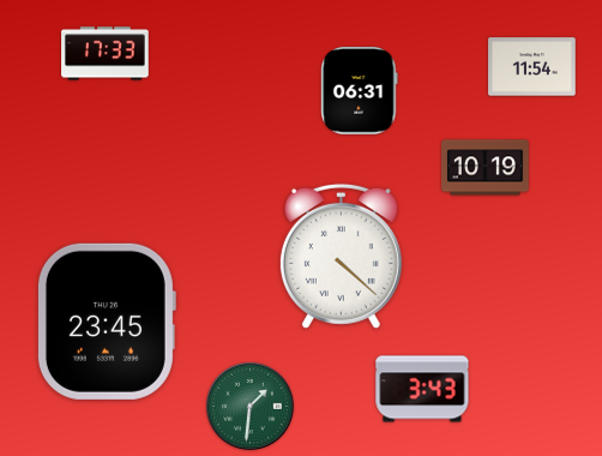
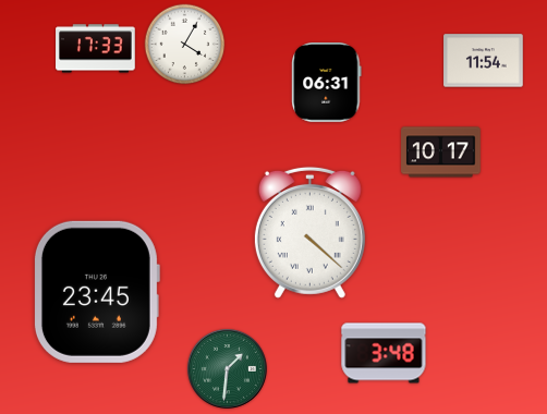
clock at (185, 45): none -> 4:05
clock at (486, 168): 10:19 -> 10:17
clock at (422, 389): 3:43 -> 3:48
